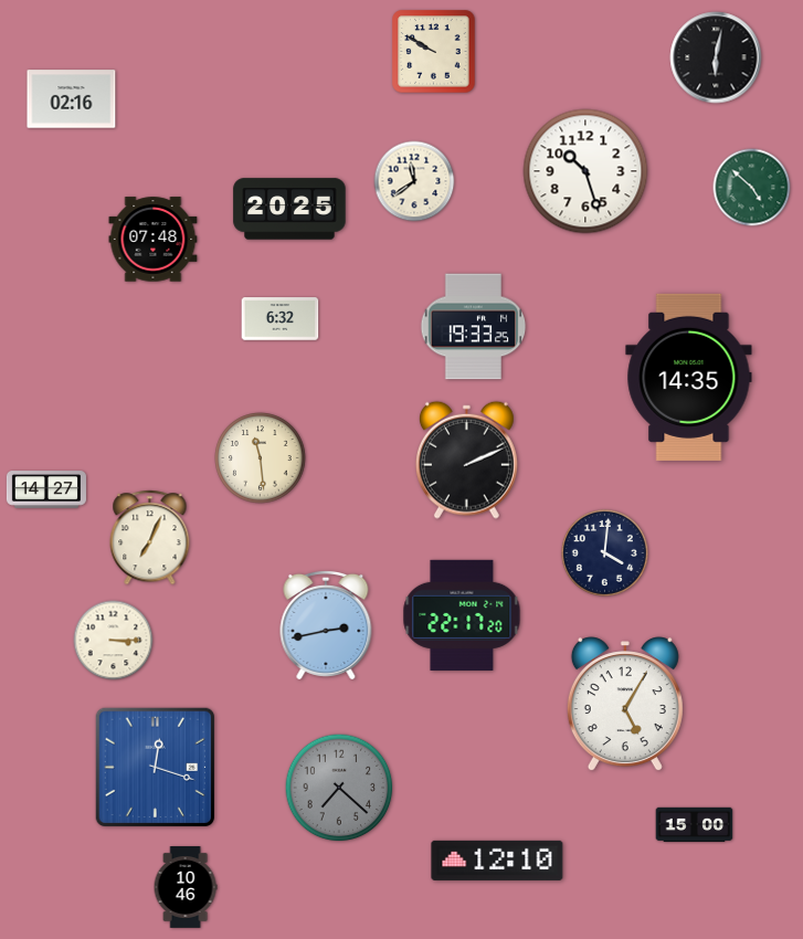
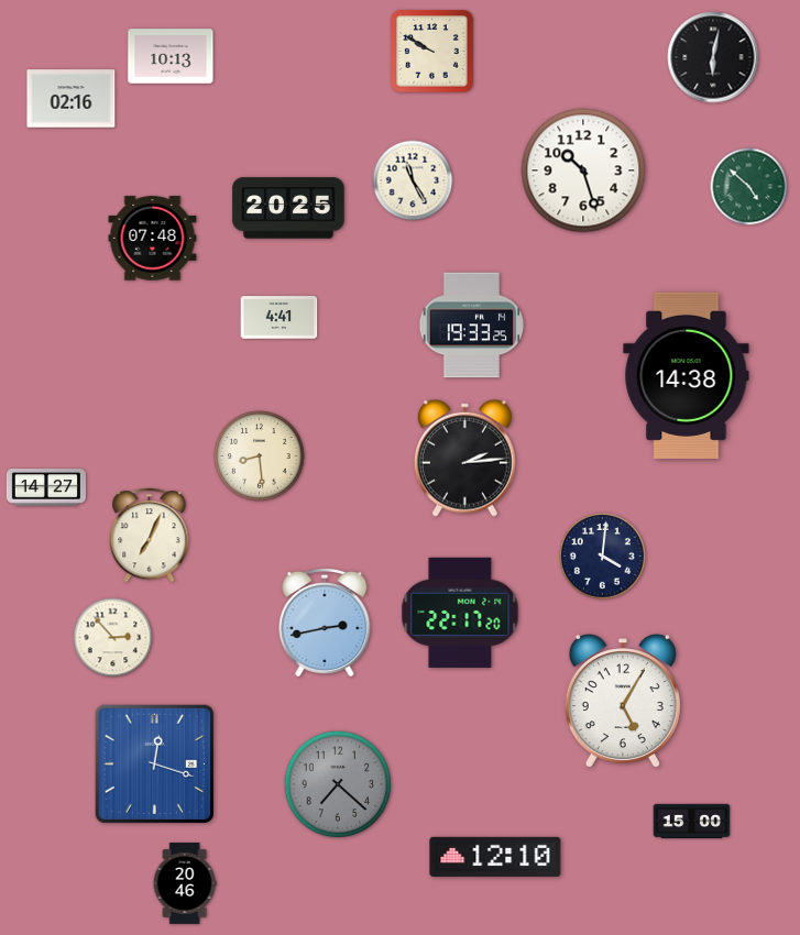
clock at (171, 56): none -> 10:13
clock at (414, 181): 11:39 -> 11:25
clock at (281, 319): 6:32 -> 4:41
clock at (689, 377): 14:35 -> 14:38
clock at (261, 458): 11:29 -> 8:29
clock at (466, 460): 2:11 -> 2:14
clock at (604, 552) position: (604, 552) -> (602, 555)
clock at (114, 641): 3:15 -> 2:53
clock at (186, 887): 10:46 -> 20:46
